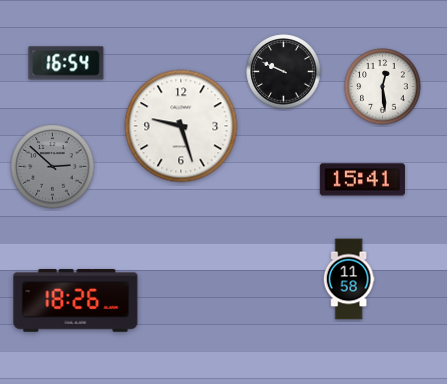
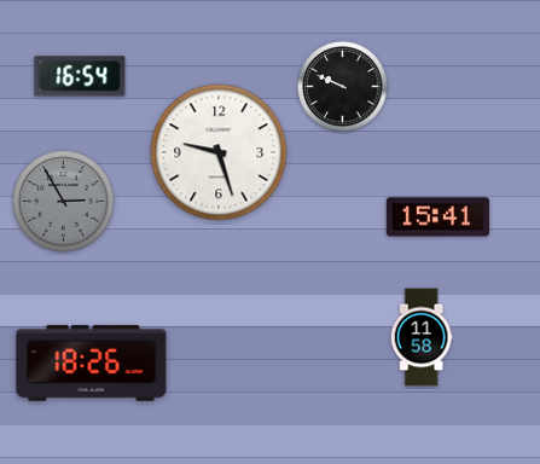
clock at (383, 87): 12:29 -> none
clock at (53, 167): 2:52 -> 2:55
